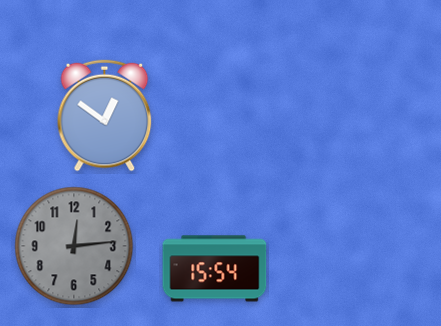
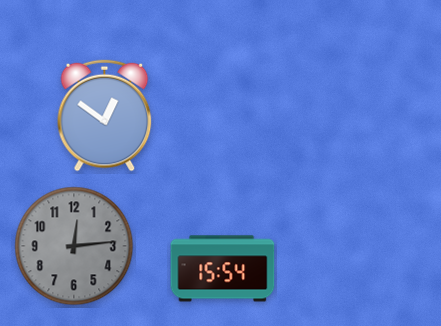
clock at (215, 269) position: (215, 269) -> (223, 269)
